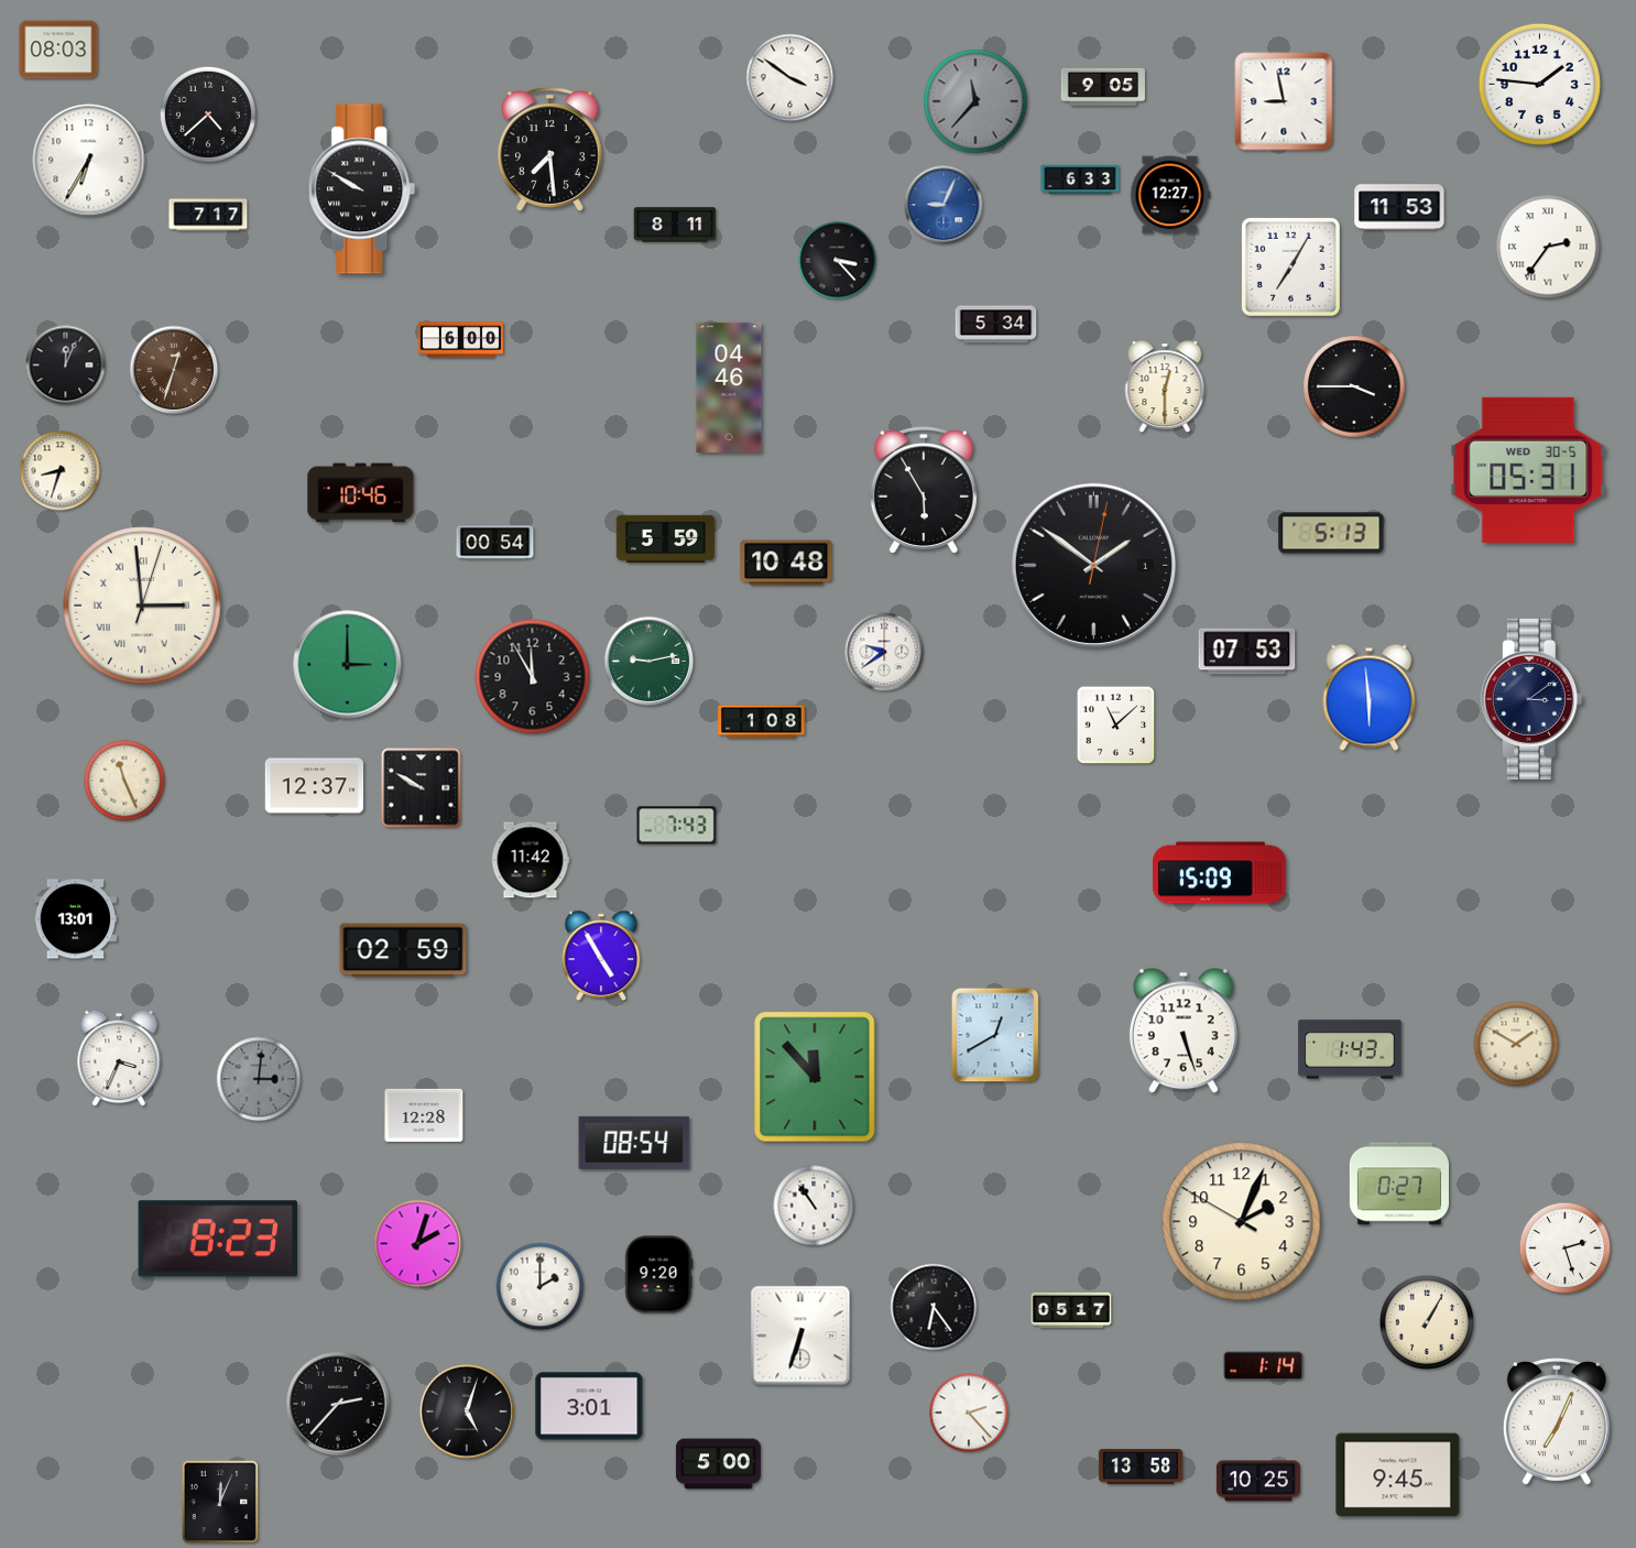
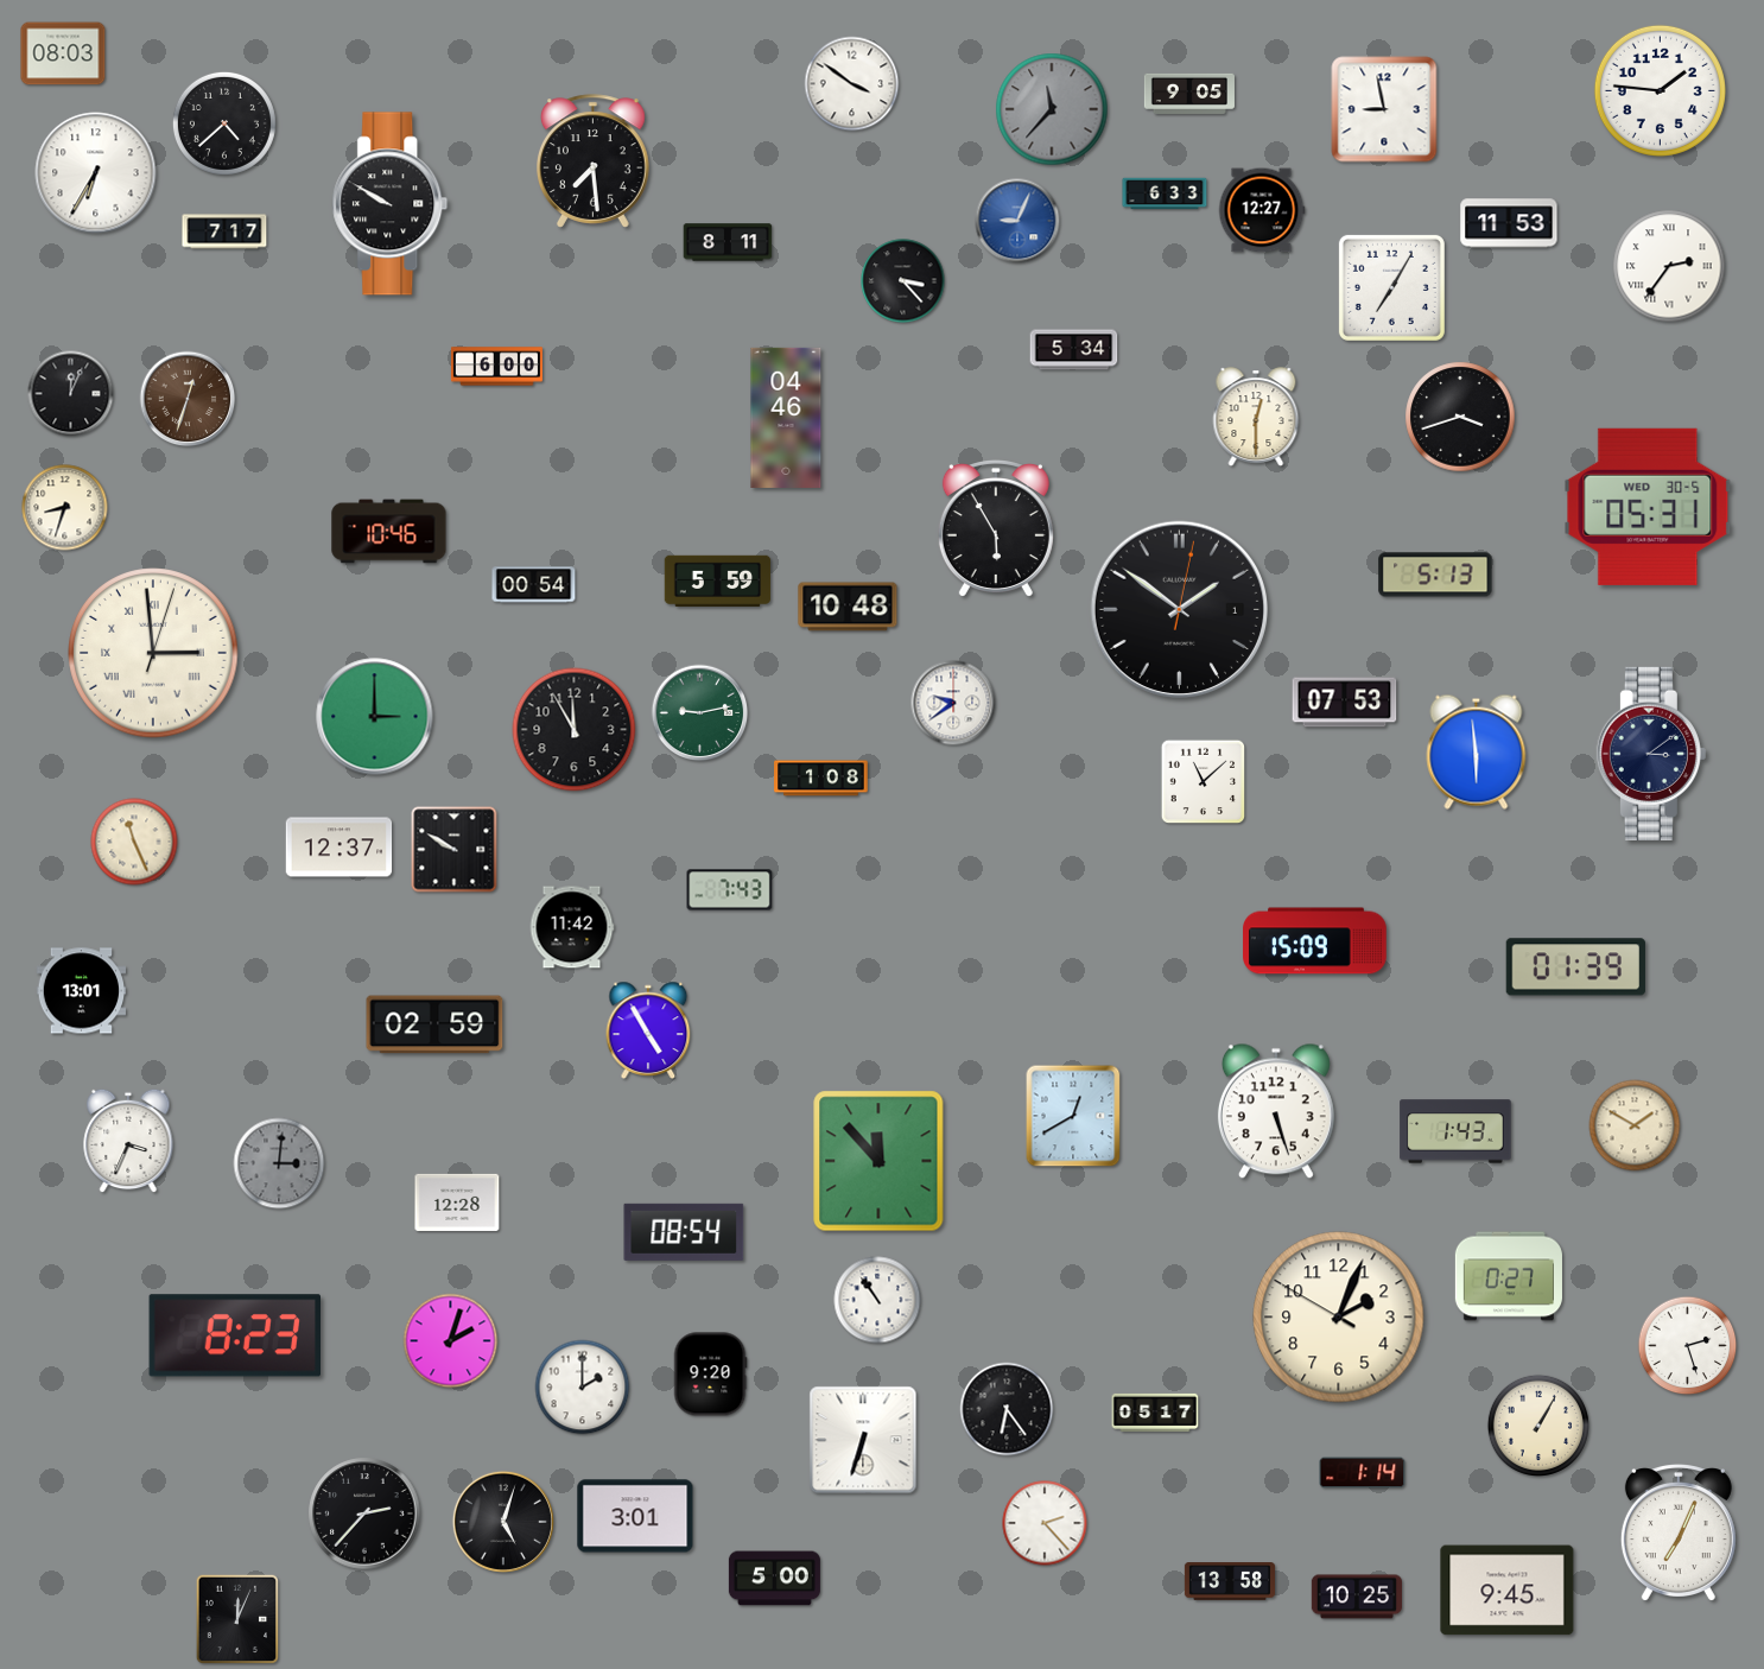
clock at (1354, 386): 3:45 -> 3:42
clock at (1575, 967): none -> 01:39
